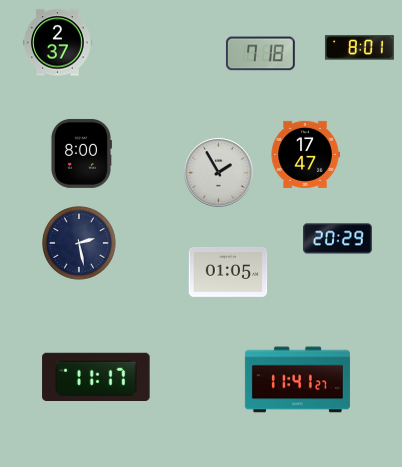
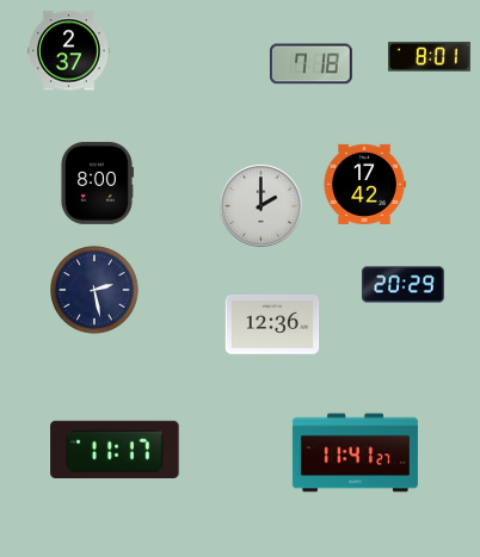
clock at (305, 154): 17:47 -> 17:42
clock at (219, 173): 1:55 -> 2:00
clock at (228, 272): 01:05 -> 12:36
